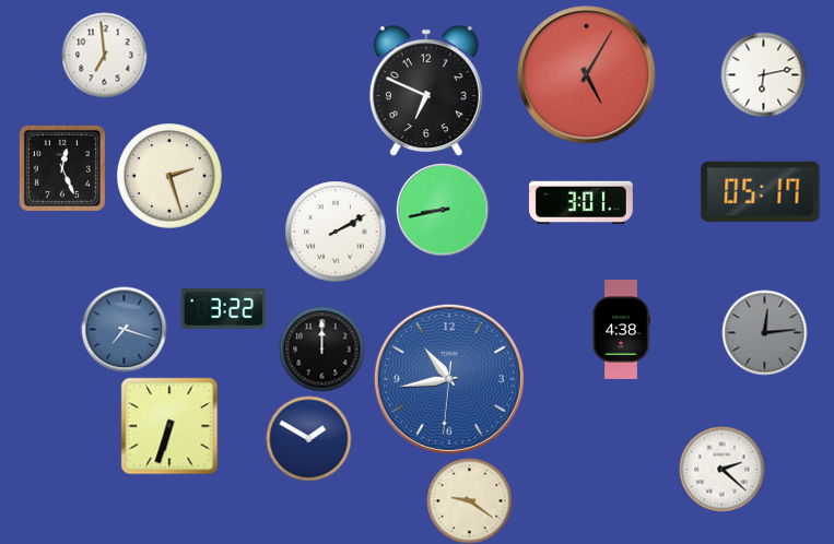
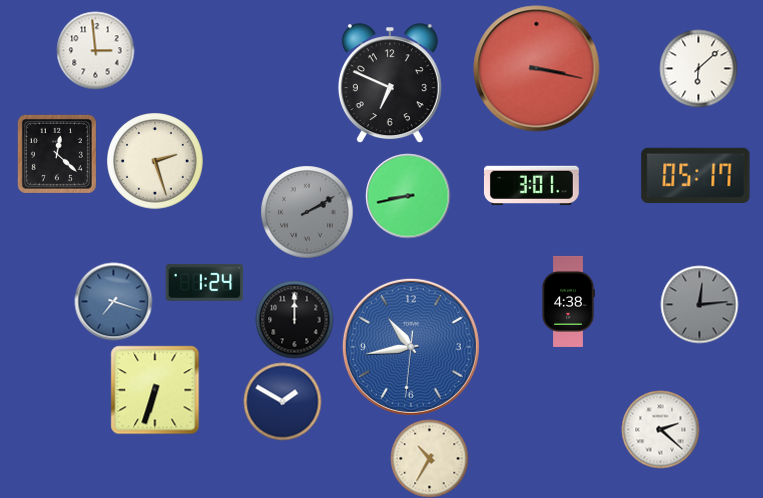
clock at (104, 55): 6:59 -> 2:59
clock at (763, 74): 6:13 -> 6:08
clock at (587, 75): 5:05 -> 3:17
clock at (62, 168): 12:26 -> 12:22
clock at (443, 210) position: (443, 210) -> (408, 196)
clock at (336, 232) dial: white -> grey
clock at (223, 309): 3:22 -> 1:24
clock at (469, 500): 9:21 -> 10:35
